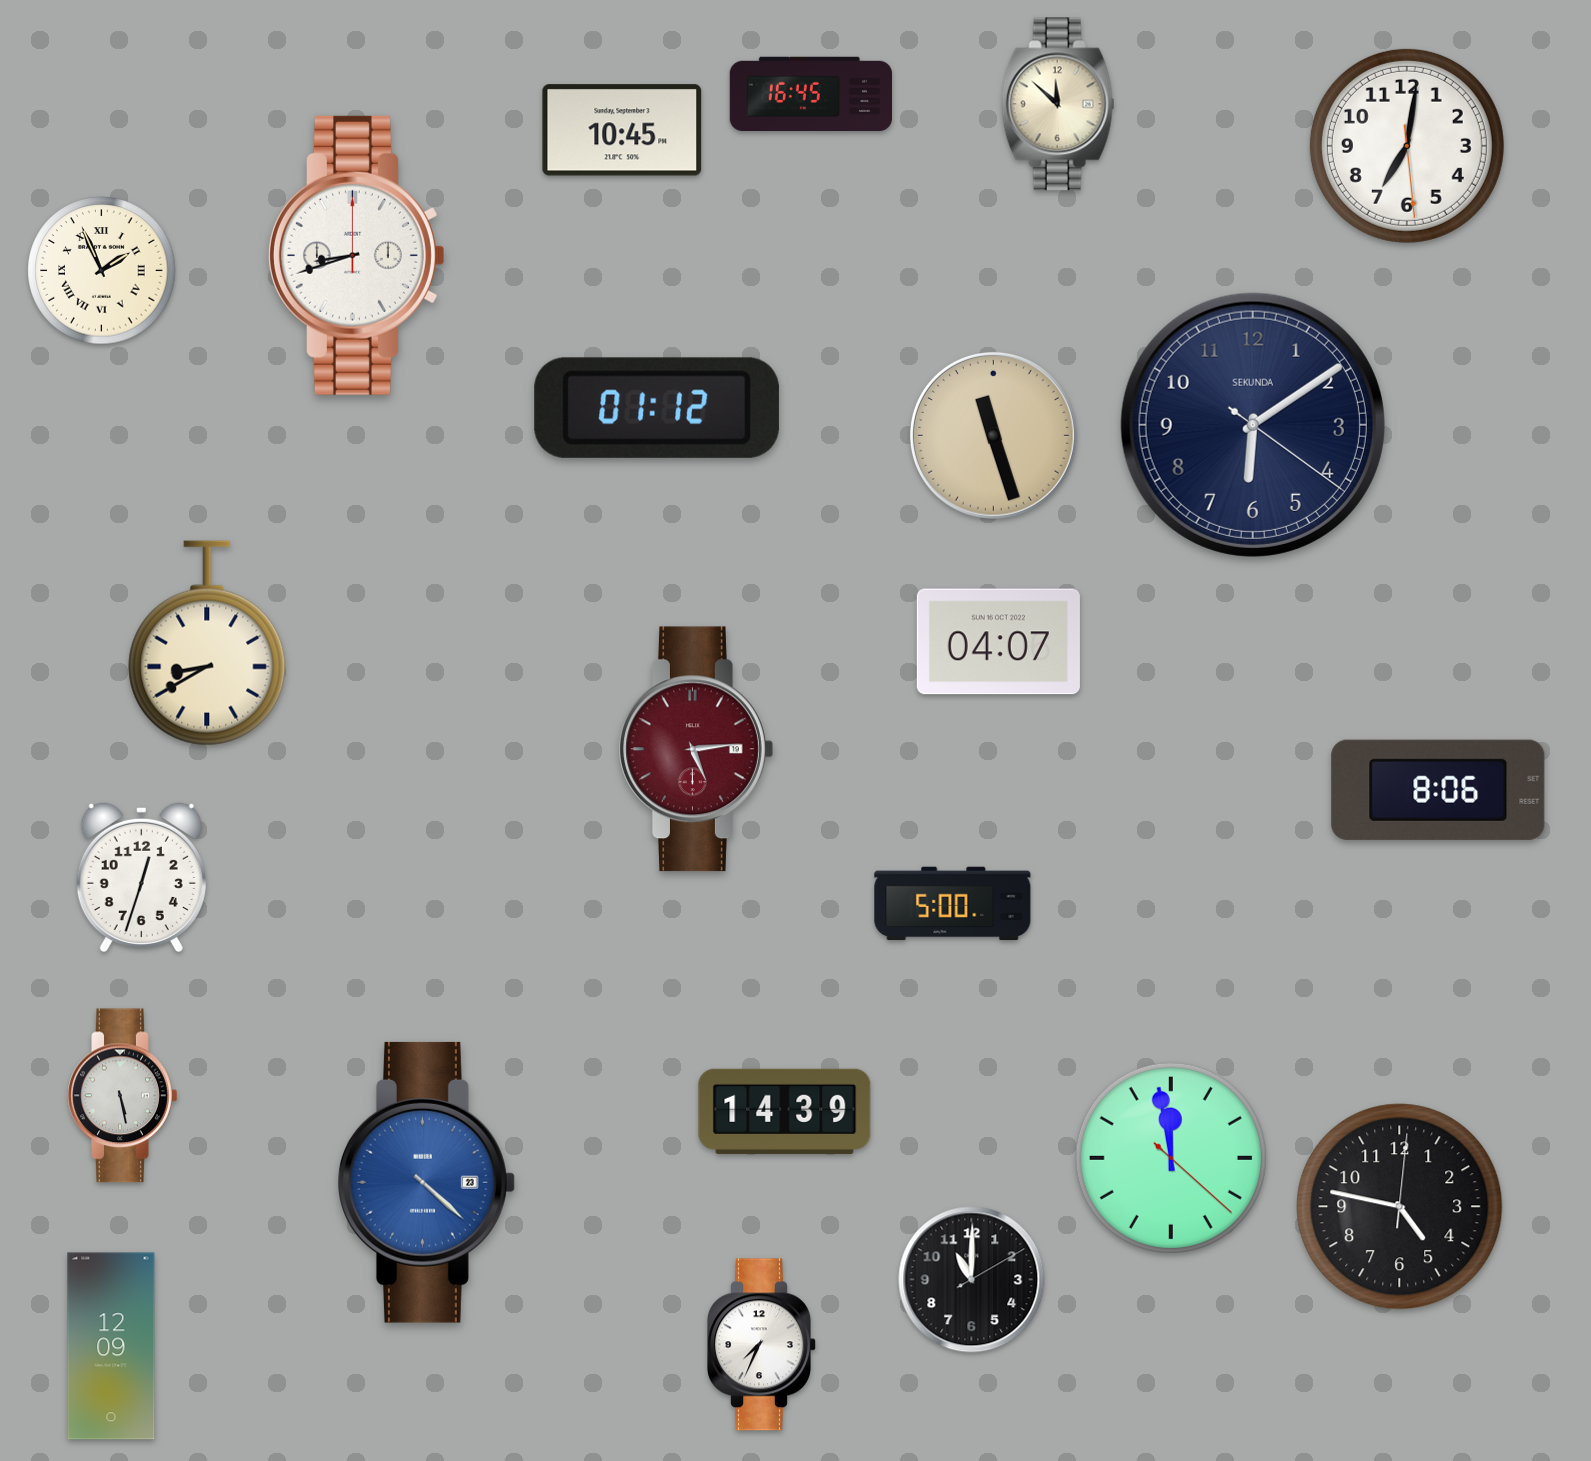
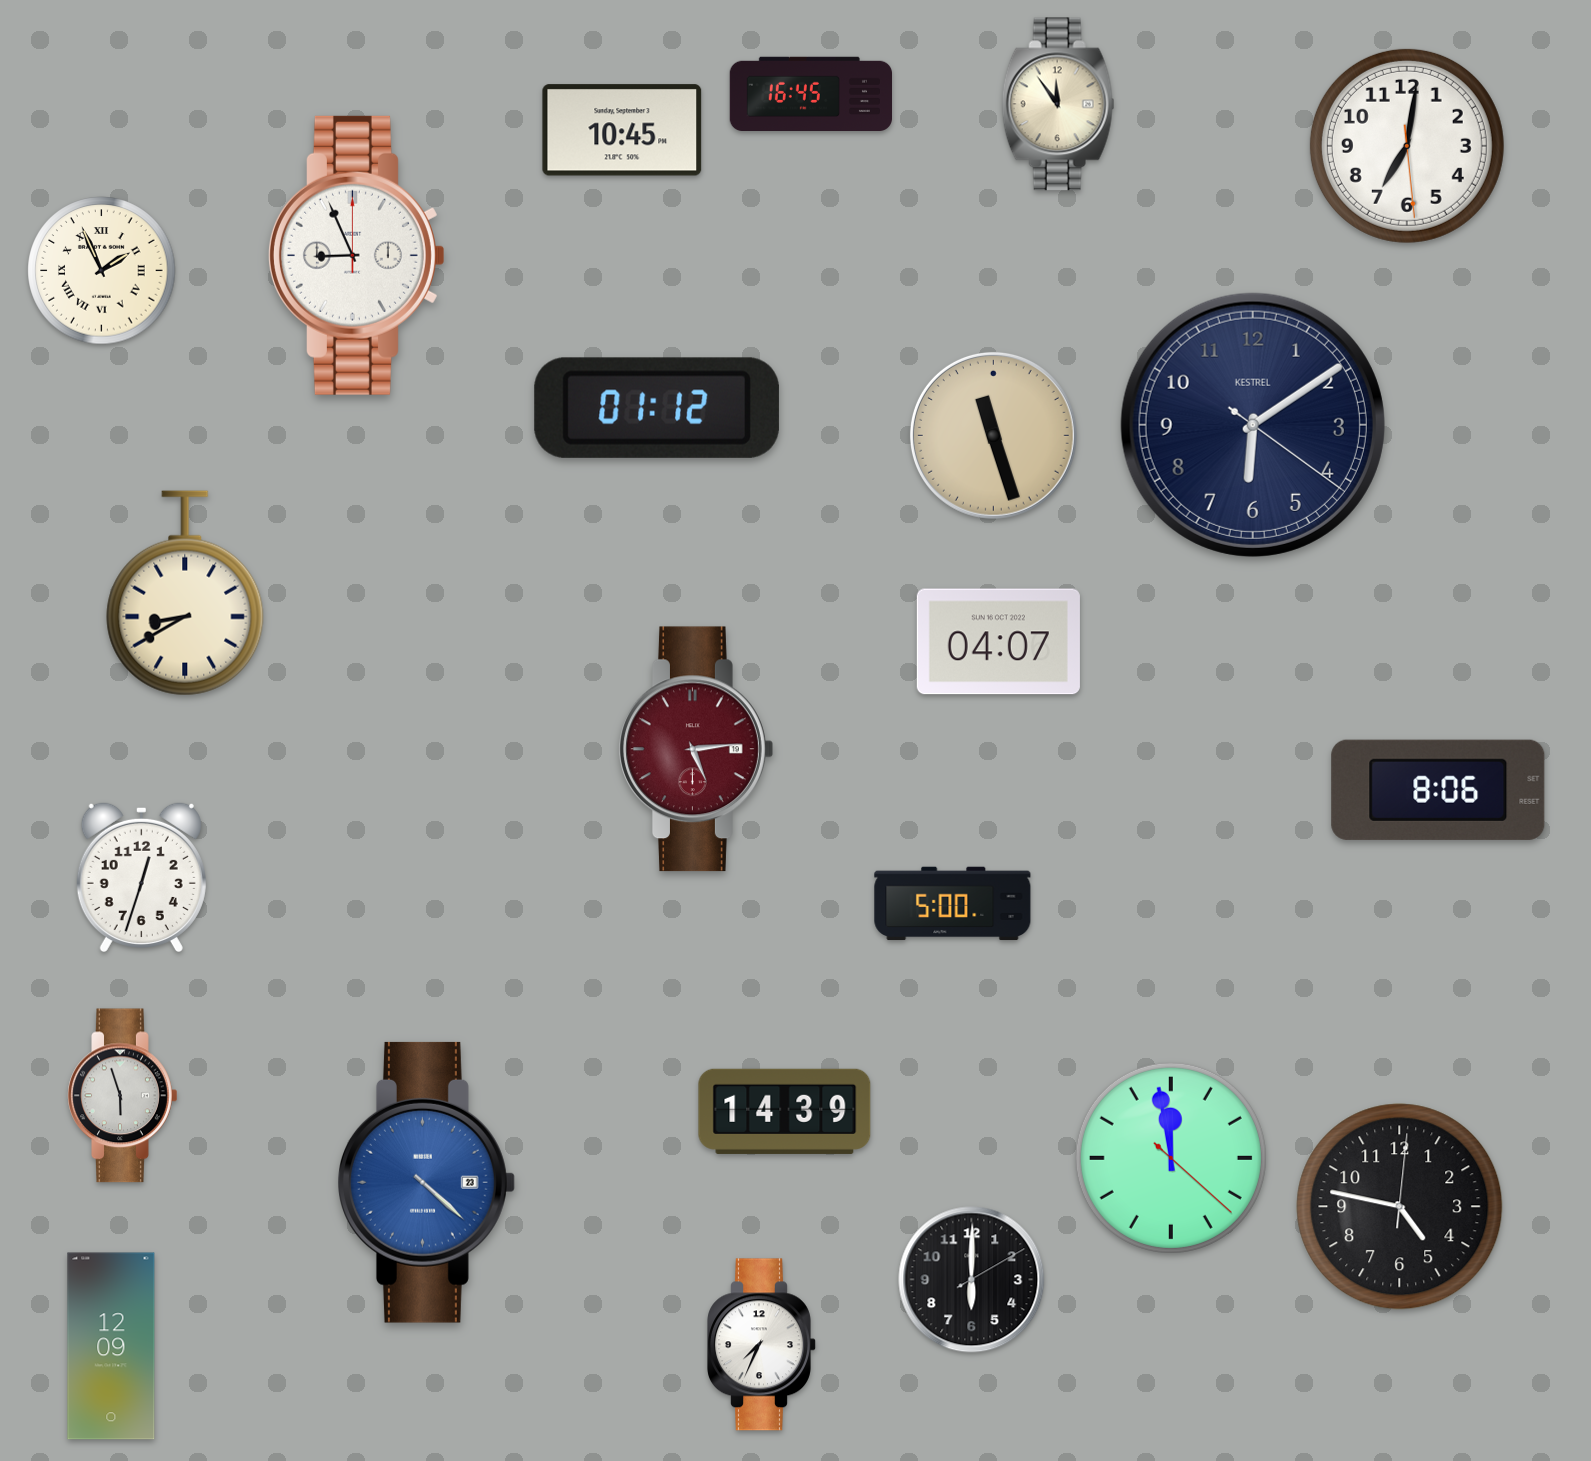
clock at (1058, 104): 11:52 -> 11:54
clock at (356, 255): 8:42 -> 8:56
clock at (1253, 425) brand: SEKUNDA -> KESTREL
clock at (207, 643) position: (207, 643) -> (185, 593)
clock at (123, 1096): 5:28 -> 5:57
clock at (972, 1280): 11:00 -> 6:00
